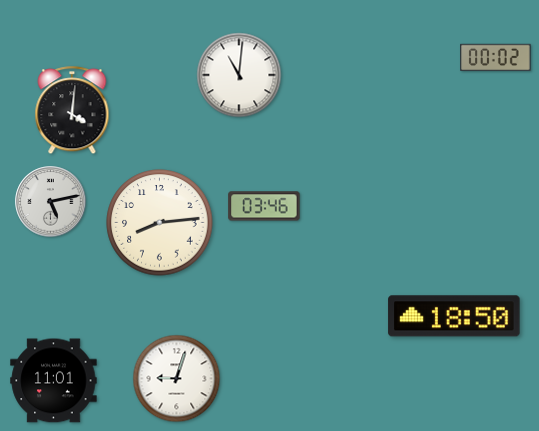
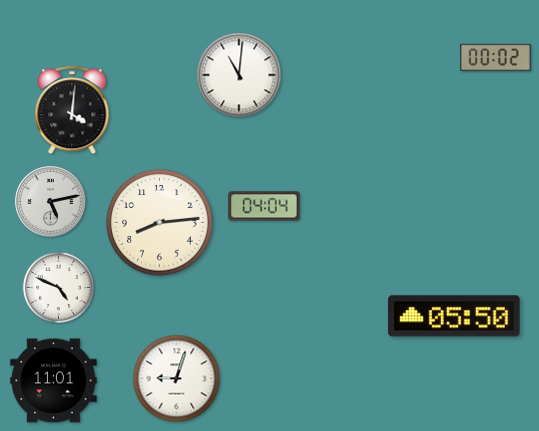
clock at (264, 206): 03:46 -> 04:04
clock at (58, 287): none -> 4:49
clock at (454, 316): 18:50 -> 05:50
